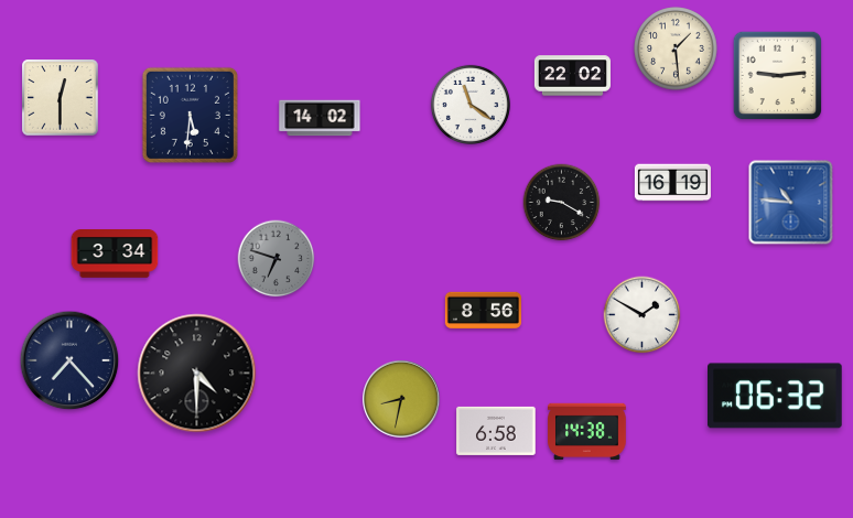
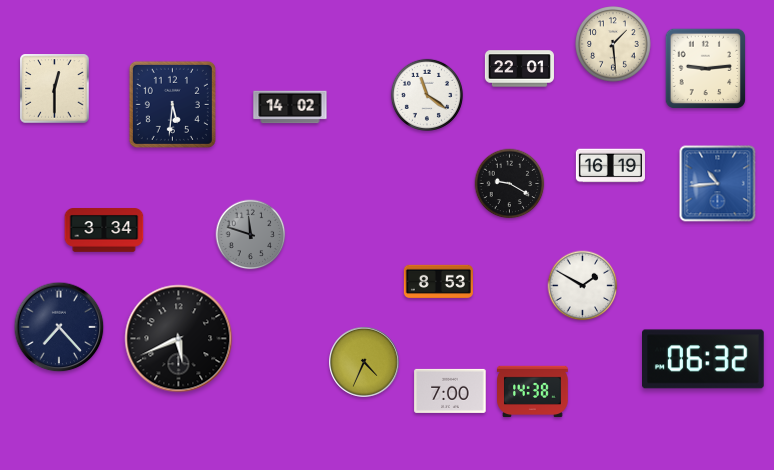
clock at (572, 76): 22:02 -> 22:01
clock at (791, 203): 10:46 -> 10:44
clock at (277, 259): 6:48 -> 11:48
clock at (483, 311): 8:56 -> 8:53
clock at (69, 360) position: (69, 360) -> (59, 327)
clock at (197, 374): 4:30 -> 5:41
clock at (402, 400): 8:32 -> 4:34
clock at (496, 431): 6:58 -> 7:00
